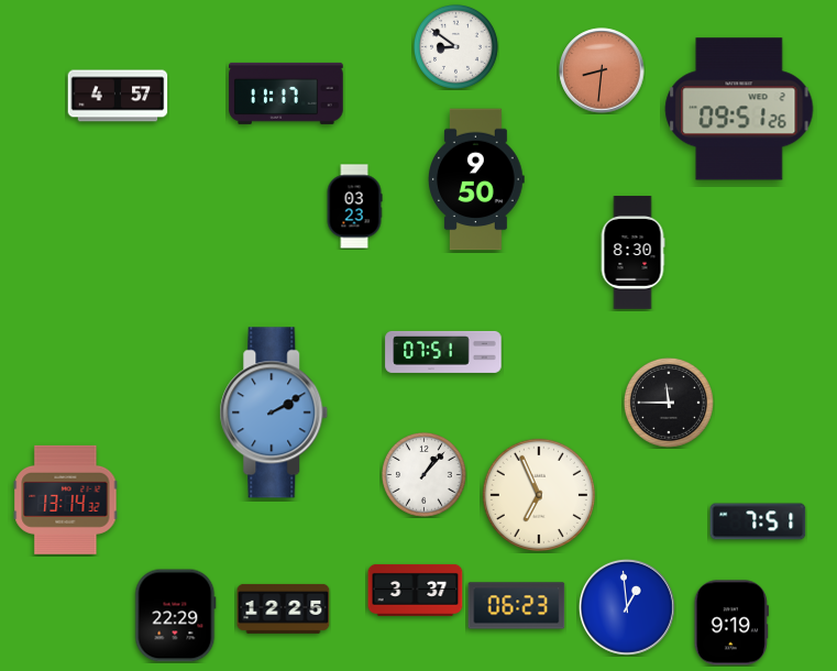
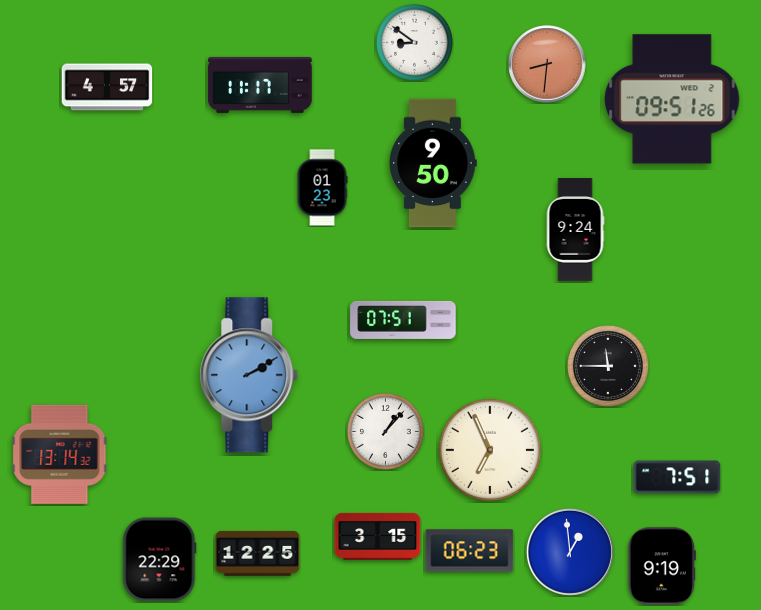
clock at (354, 207): 03:23 -> 01:23
clock at (632, 253): 8:30 -> 9:24
clock at (758, 521) position: (758, 521) -> (677, 477)
clock at (416, 590): 3:37 -> 3:15
clock at (731, 623) position: (731, 623) -> (662, 566)
